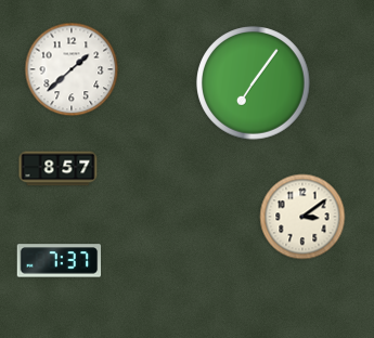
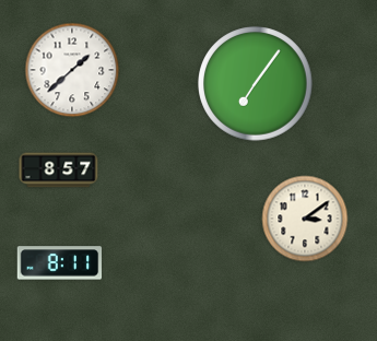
clock at (60, 261): 7:37 -> 8:11
